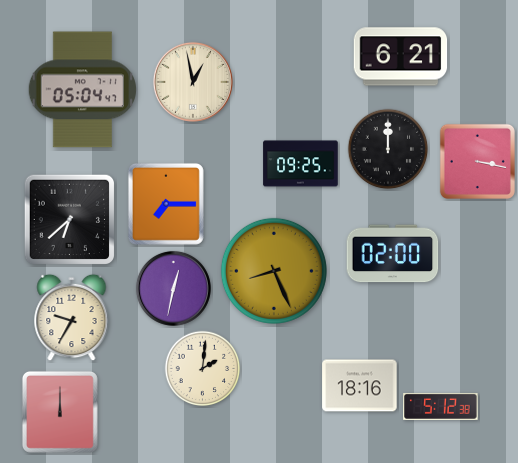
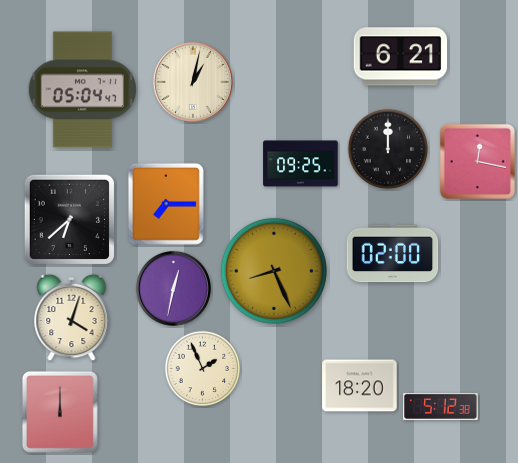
clock at (193, 82): 12:58 -> 1:02
clock at (477, 161): 3:17 -> 12:17
clock at (72, 318): 9:35 -> 4:03
clock at (203, 369): 2:01 -> 1:56
clock at (360, 386): 18:16 -> 18:20
